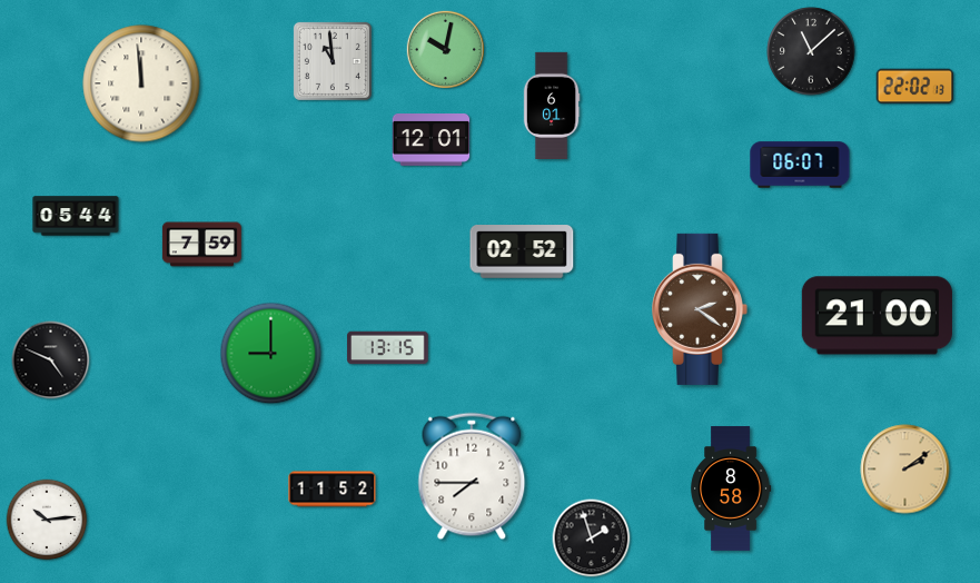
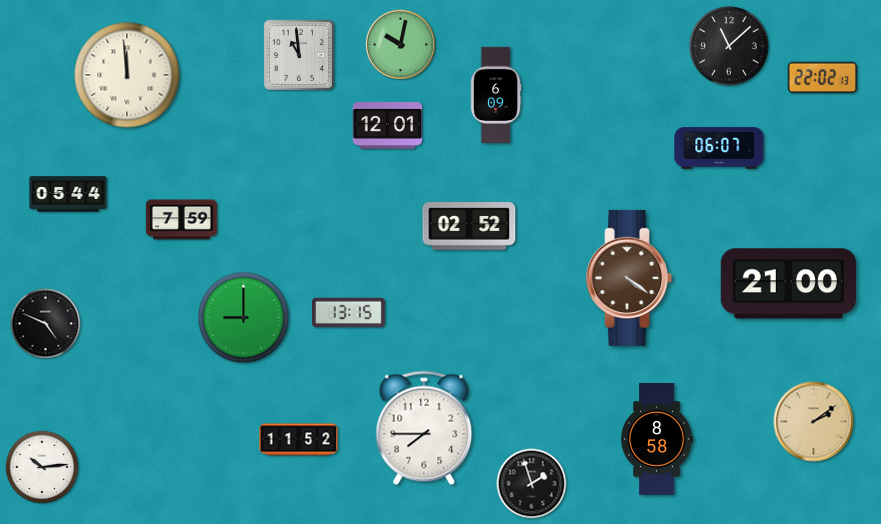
clock at (552, 105): 6:01 -> 6:09
clock at (700, 309): 2:21 -> 4:21
